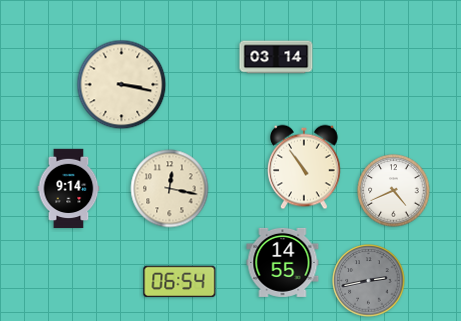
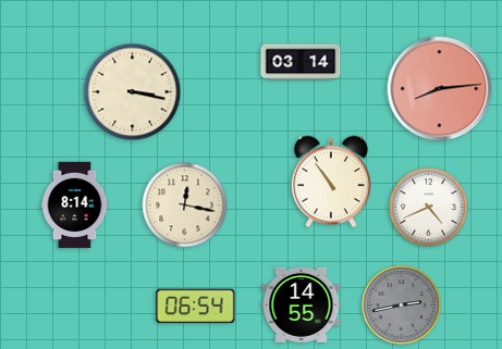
clock at (440, 89): none -> 8:14
clock at (69, 189): 9:14 -> 8:14
clock at (283, 262) position: (283, 262) -> (302, 304)
